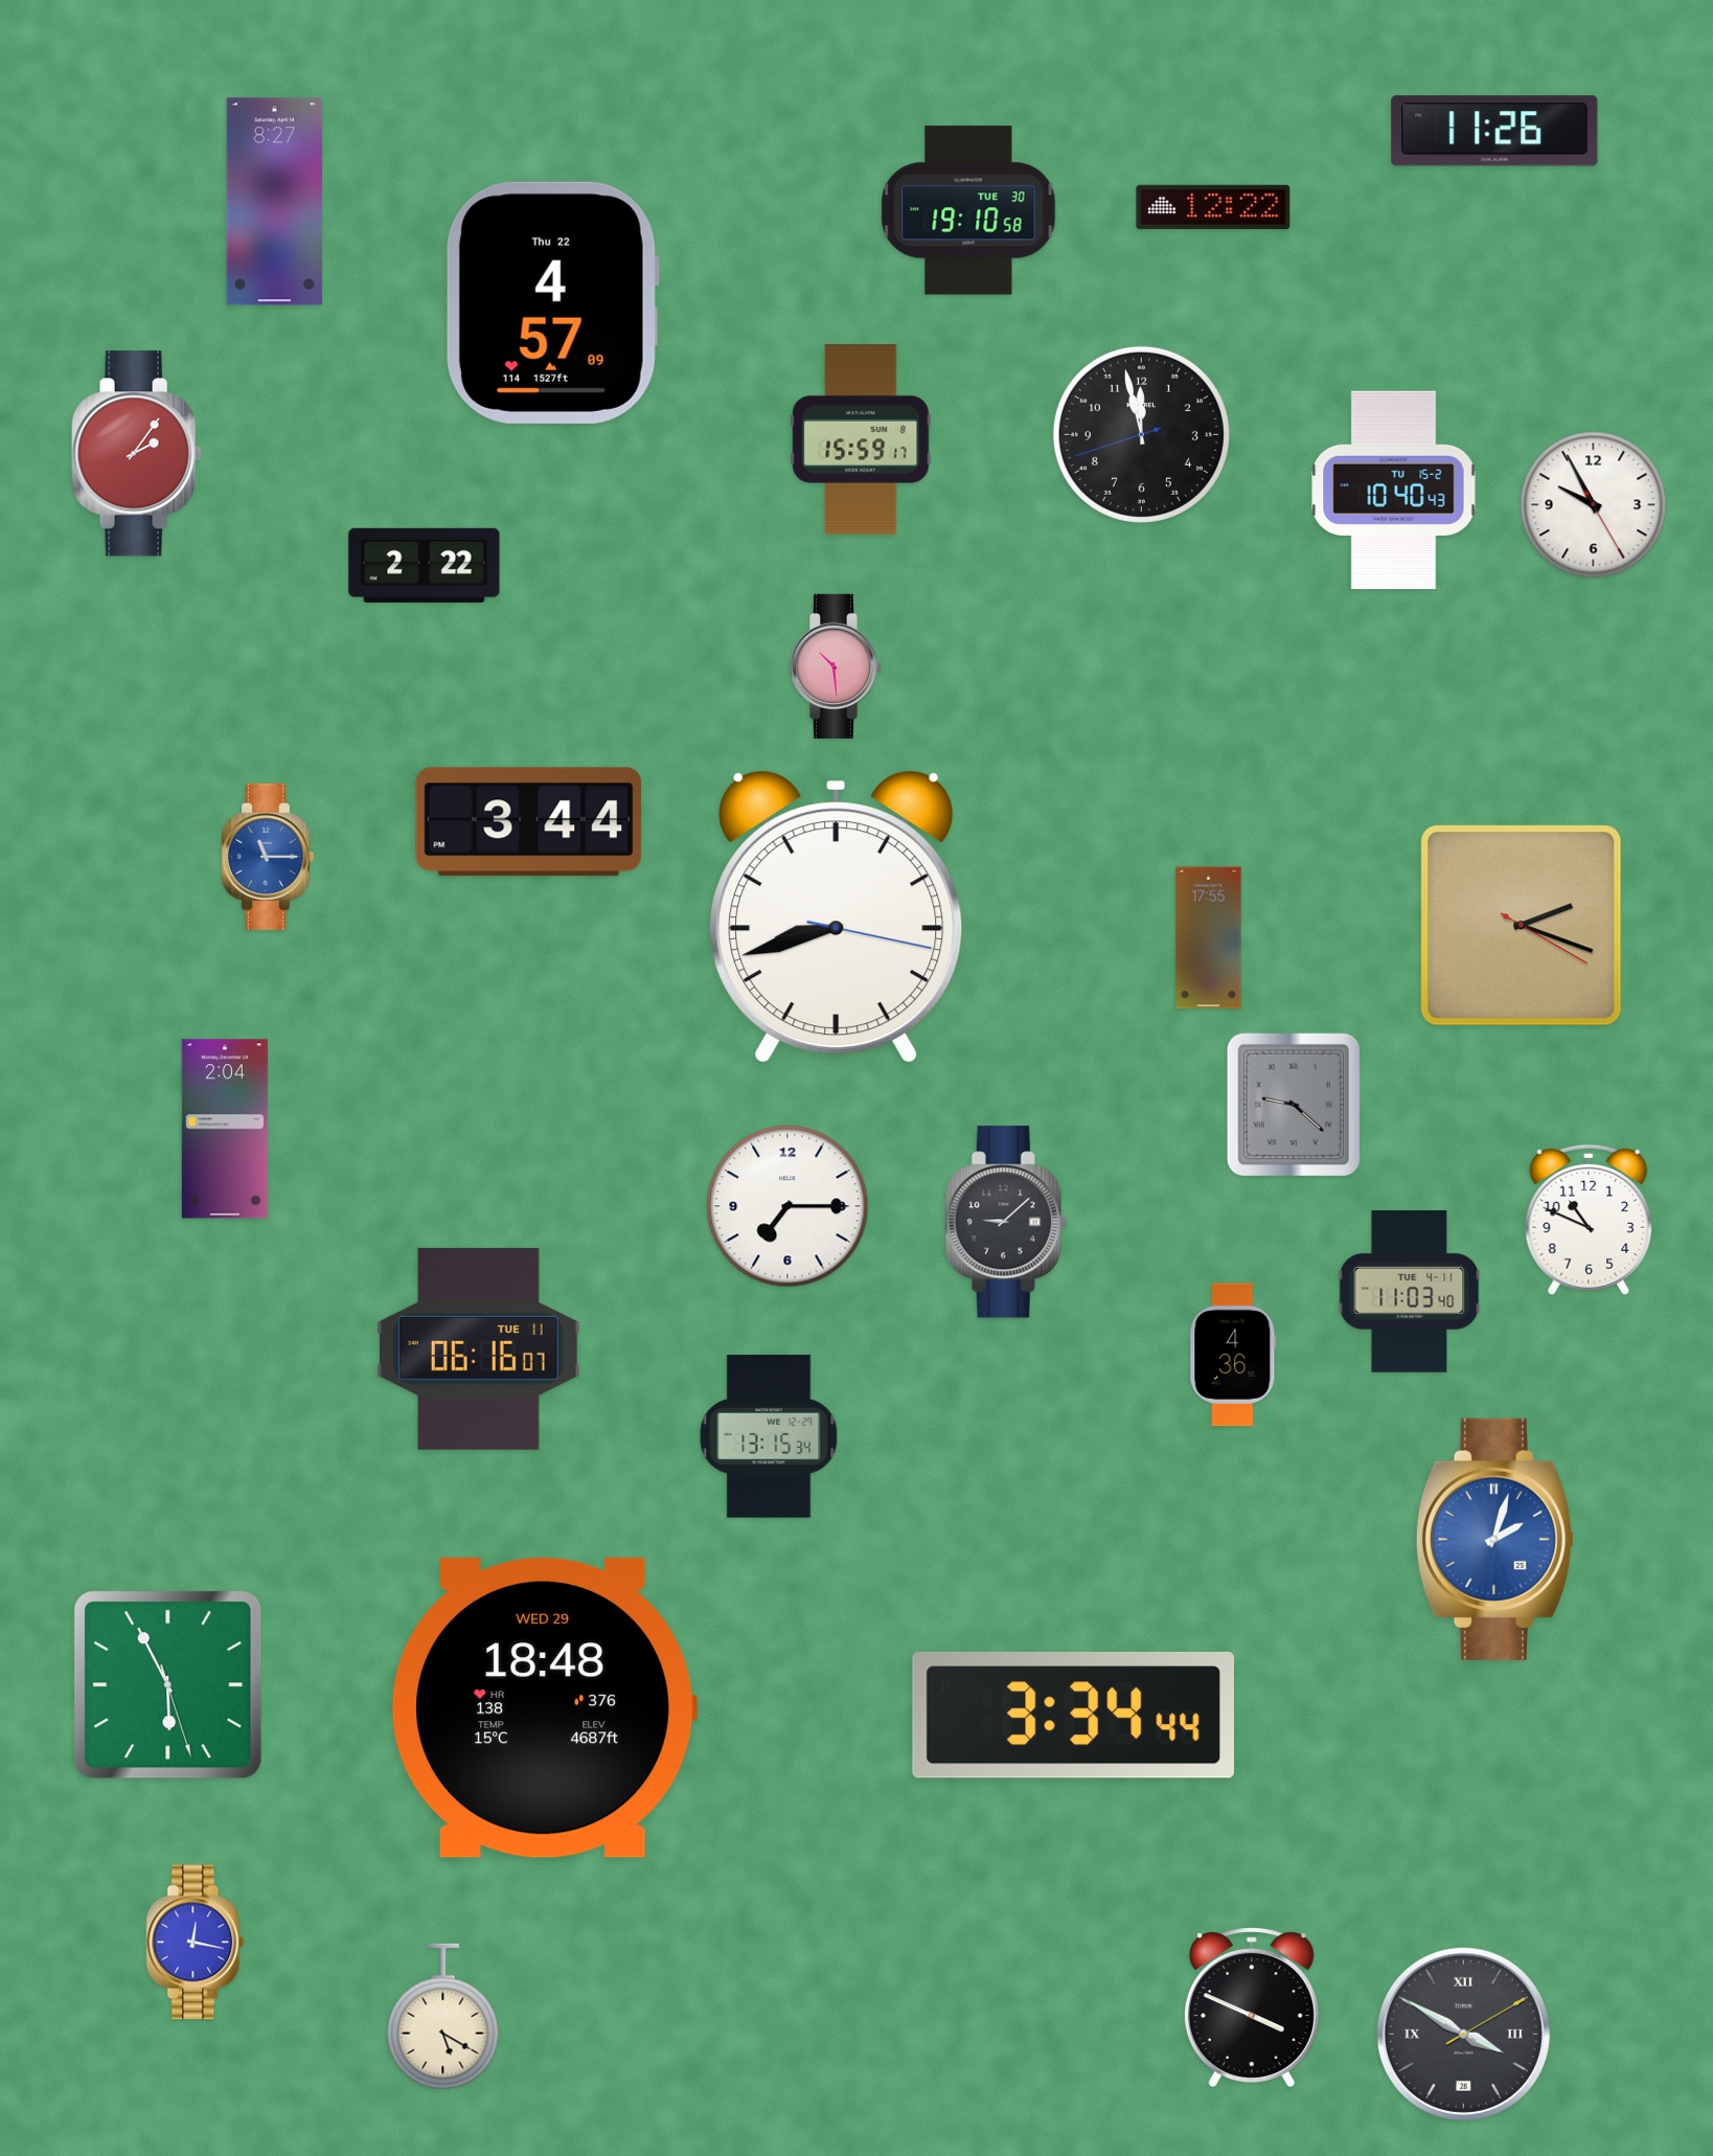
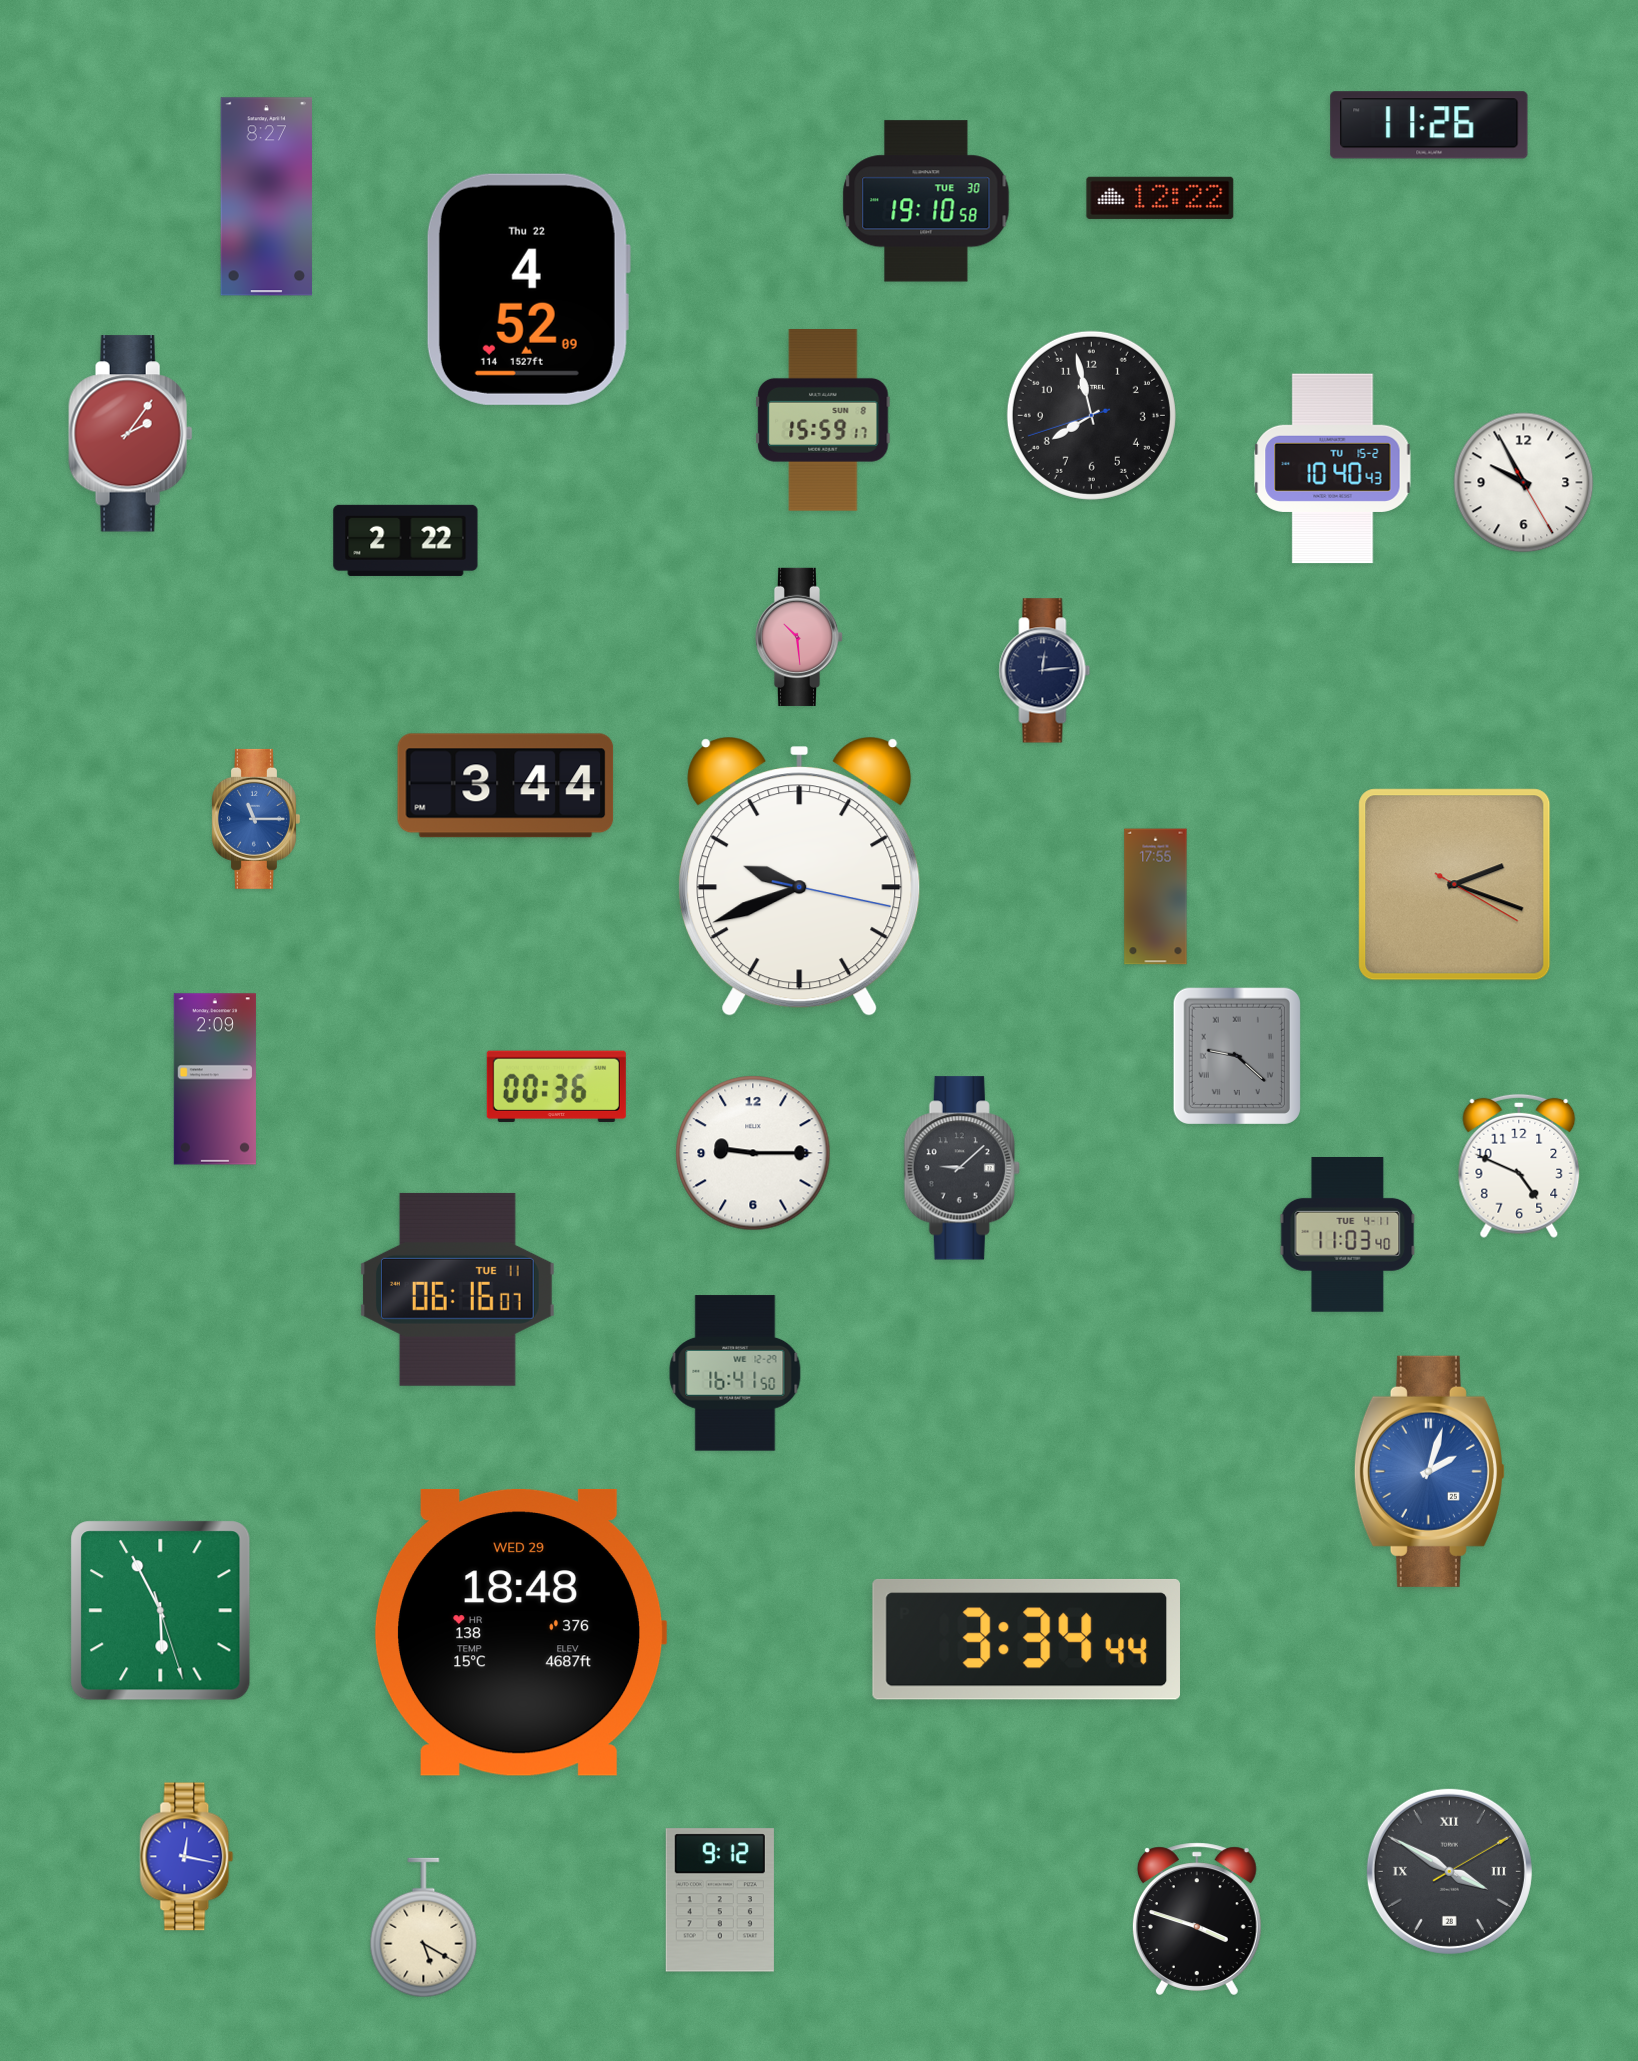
clock at (274, 202) position: (274, 202) -> (266, 197)
clock at (552, 302): 4:57 -> 4:52
clock at (1141, 434): 11:57 -> 7:57
clock at (1045, 671): none -> 12:14
clock at (837, 917): 8:42 -> 9:41
clock at (225, 1129): 2:04 -> 2:09
clock at (556, 1086): none -> 00:36
clock at (787, 1206): 7:15 -> 9:15
clock at (1589, 1220): 10:49 -> 4:49
clock at (1233, 1355): 4:36 -> none
clock at (769, 1436): 13:15 -> 16:41
clock at (720, 1900): none -> 9:12
clock at (1252, 2007): 3:49 -> 3:48
clock at (1463, 2034) position: (1463, 2034) -> (1449, 1871)
